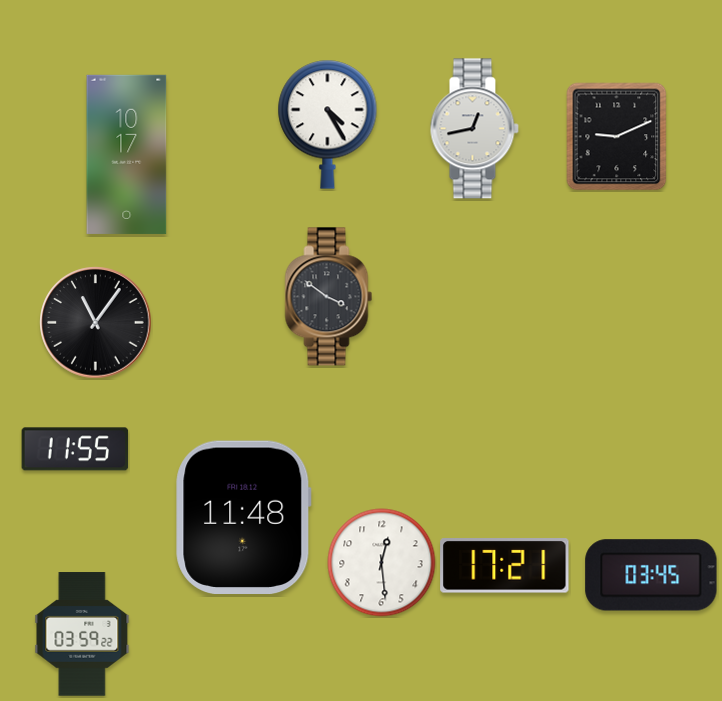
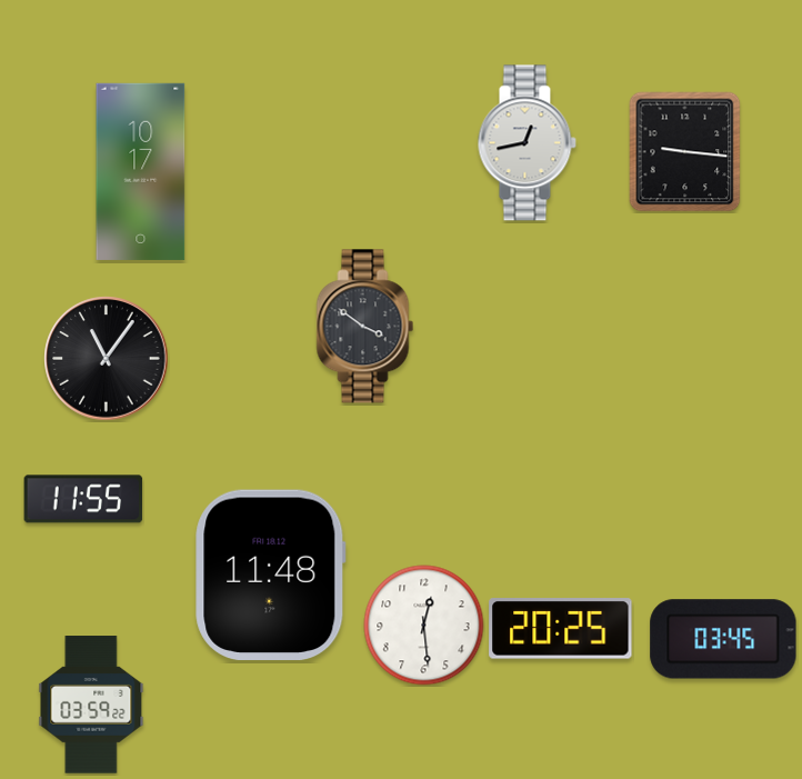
clock at (328, 124): 4:25 -> none
clock at (617, 137): 9:11 -> 9:16
clock at (329, 297) position: (329, 297) -> (365, 327)
clock at (505, 566): 17:21 -> 20:25
